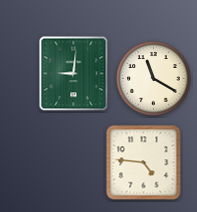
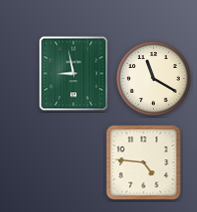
clock at (74, 74): 9:01 -> 8:58
